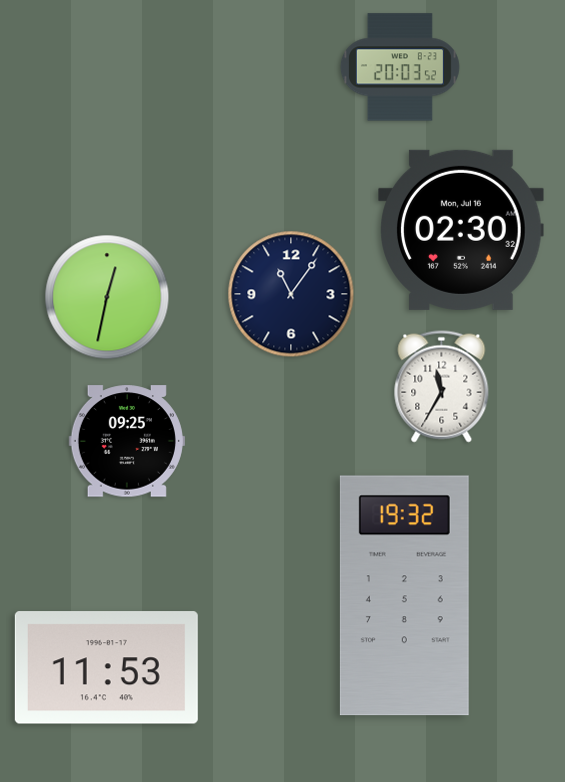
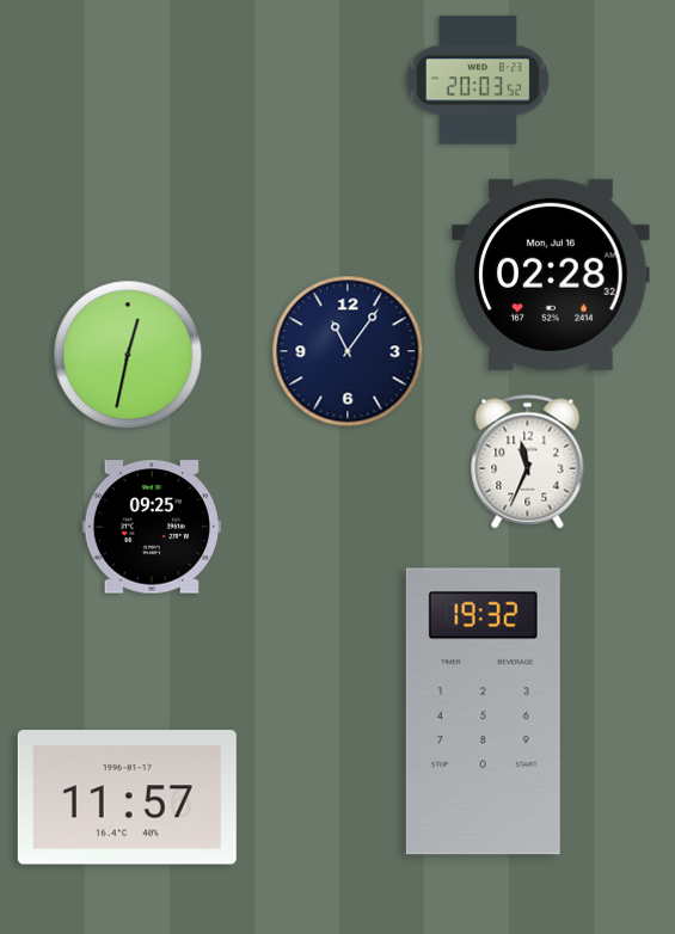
clock at (461, 230): 02:30 -> 02:28
clock at (442, 387): 11:35 -> 11:34
clock at (106, 668): 11:53 -> 11:57
